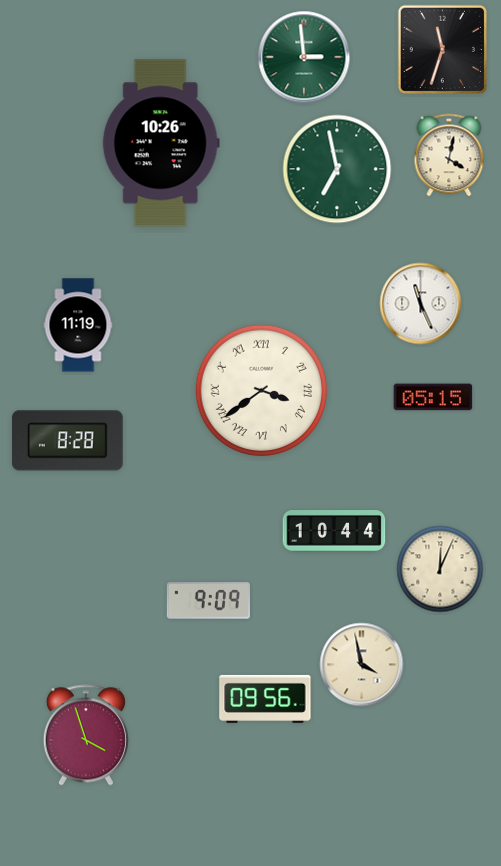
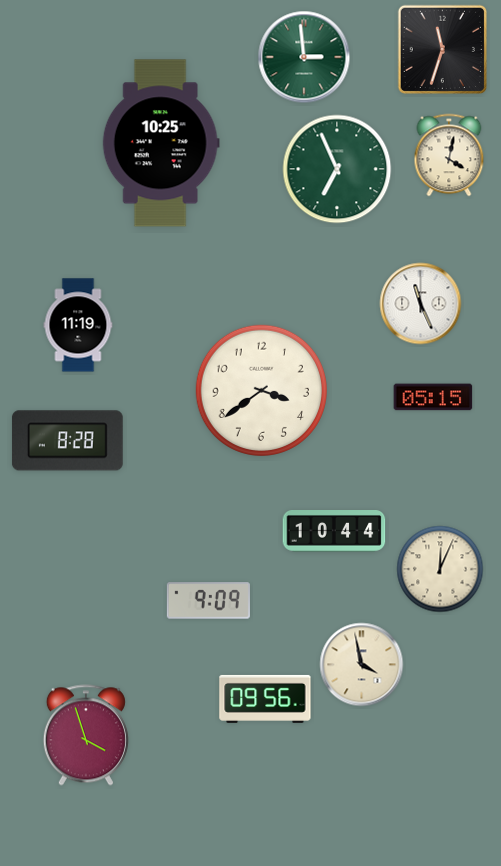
clock at (161, 143): 10:26 -> 10:25
clock at (337, 169): 6:58 -> 6:56
clock at (261, 390) numerals: Roman -> Arabic
